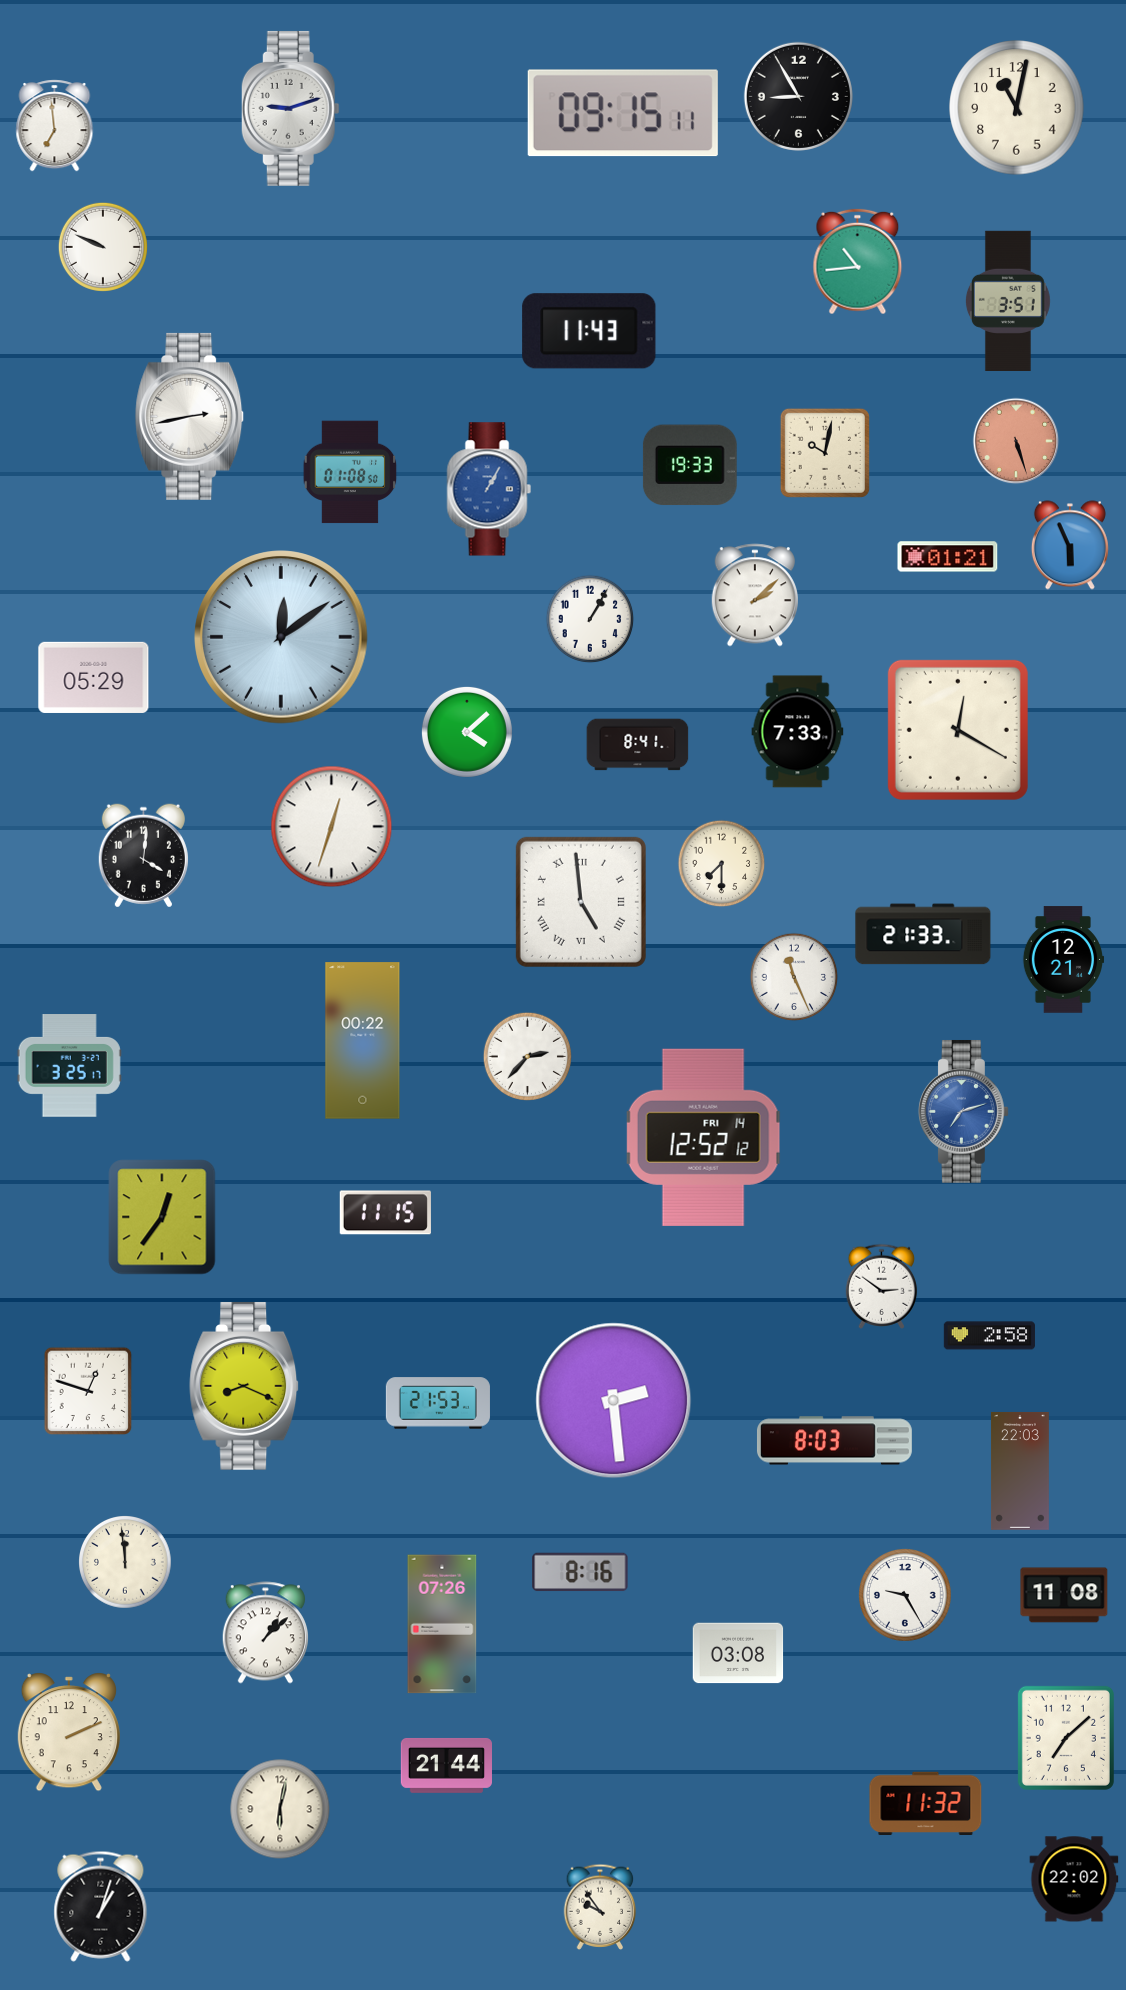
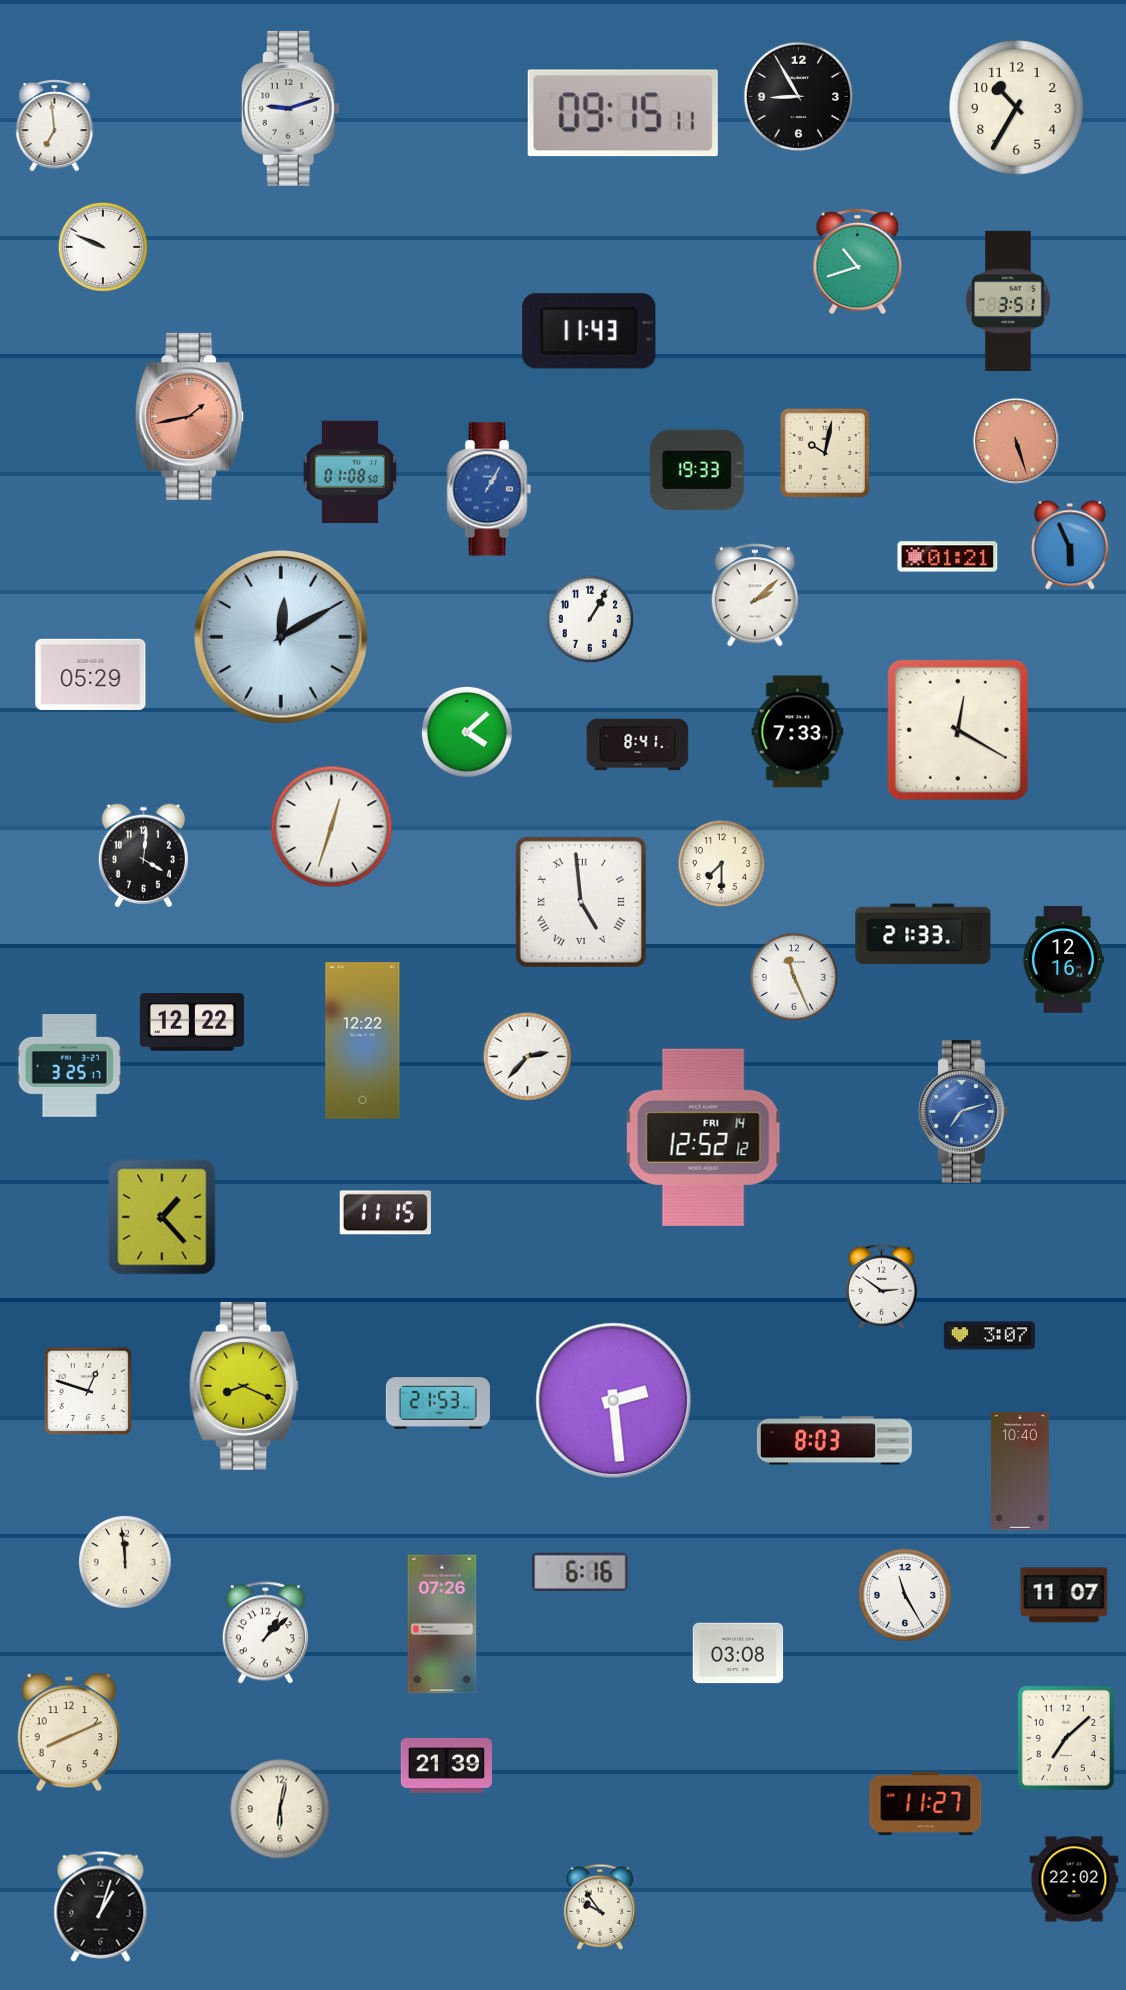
clock at (1017, 108): 11:02 -> 10:35
clock at (858, 262): 10:44 -> 10:42
clock at (190, 416): 2:43 -> 1:43
clock at (190, 416) dial: white -> salmon
clock at (690, 465) position: (690, 465) -> (697, 470)
clock at (281, 637): 12:09 -> 12:10
clock at (94, 677) position: (94, 677) -> (91, 674)
clock at (1062, 960): 12:21 -> 12:16
clock at (192, 1022): none -> 12:22
clock at (363, 1041): 00:22 -> 12:22
clock at (162, 1217): 12:36 -> 1:23
clock at (989, 1336): 2:58 -> 3:07
clock at (1020, 1471): 22:03 -> 10:40
clock at (580, 1572): 8:16 -> 6:16
clock at (1064, 1595): 11:08 -> 11:07
clock at (906, 1596): 9:25 -> 11:25
clock at (69, 1732): 2:11 -> 8:11
clock at (446, 1765): 21:44 -> 21:39
clock at (926, 1803): 11:32 -> 11:27
